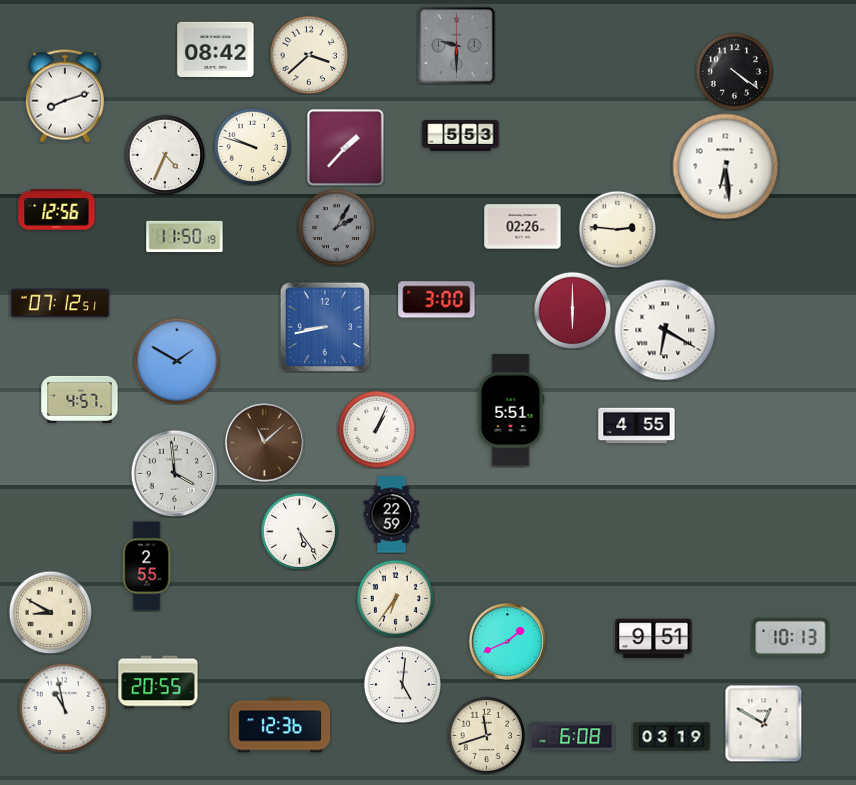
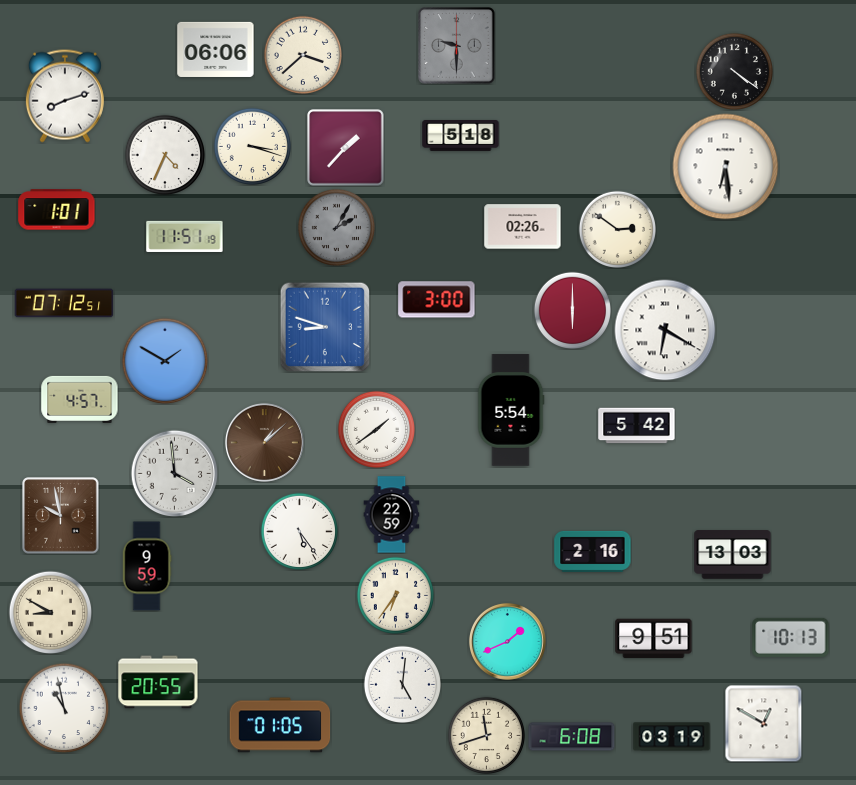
clock at (216, 49): 08:42 -> 06:06
clock at (308, 54) position: (308, 54) -> (302, 54)
clock at (461, 135): 5:53 -> 5:18
clock at (252, 146): 9:48 -> 3:18
clock at (57, 210): 12:56 -> 1:01
clock at (617, 229): 2:46 -> 2:51
clock at (185, 236): 11:50 -> 11:51
clock at (60, 303) position: (60, 303) -> (64, 303)
clock at (324, 326): 8:43 -> 8:48
clock at (177, 361) position: (177, 361) -> (165, 361)
clock at (511, 410): 5:51 -> 5:54
clock at (637, 426): 4:55 -> 5:42
clock at (376, 429): 1:04 -> 1:39
clock at (264, 442): 11:08 -> 1:08
clock at (61, 516): none -> 9:58
clock at (593, 551): none -> 2:16
clock at (733, 555): none -> 13:03
clock at (147, 566): 2:55 -> 9:59
clock at (395, 598) position: (395, 598) -> (395, 595)
clock at (280, 725): 12:36 -> 01:05
